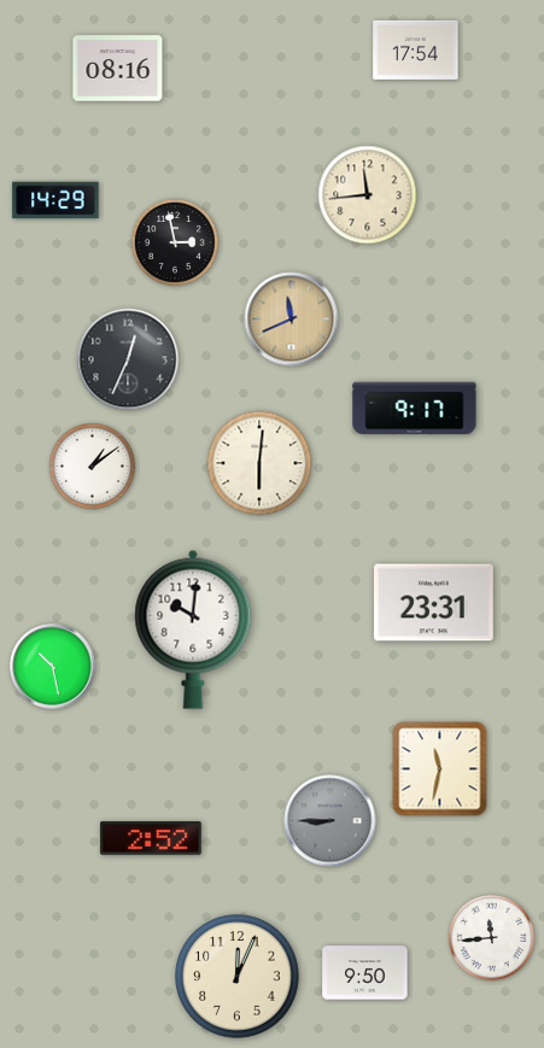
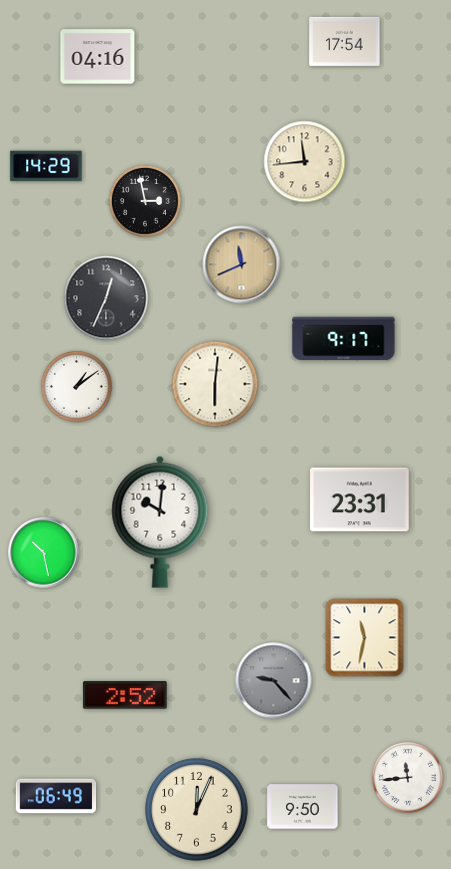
clock at (118, 69): 08:16 -> 04:16
clock at (331, 821): 8:45 -> 9:23
clock at (56, 796): none -> 06:49
